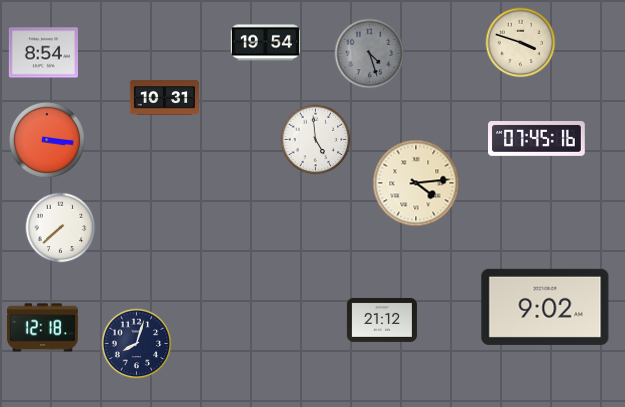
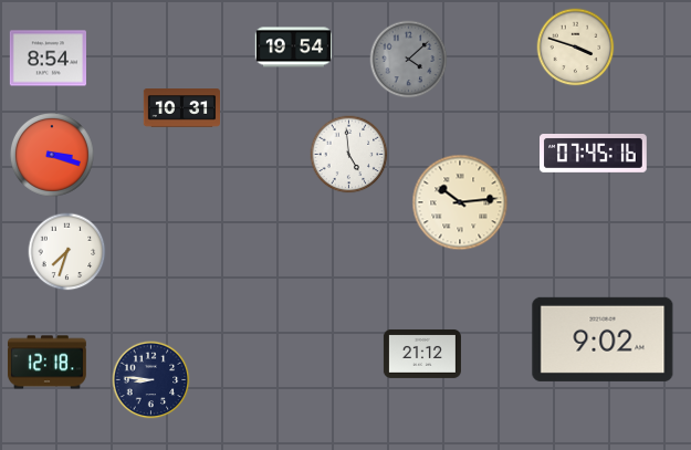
clock at (370, 54): 4:27 -> 4:08
clock at (47, 140): 3:16 -> 3:18
clock at (416, 183): 4:14 -> 10:14
clock at (61, 228): 7:38 -> 7:33
clock at (137, 344): 8:03 -> 8:46
